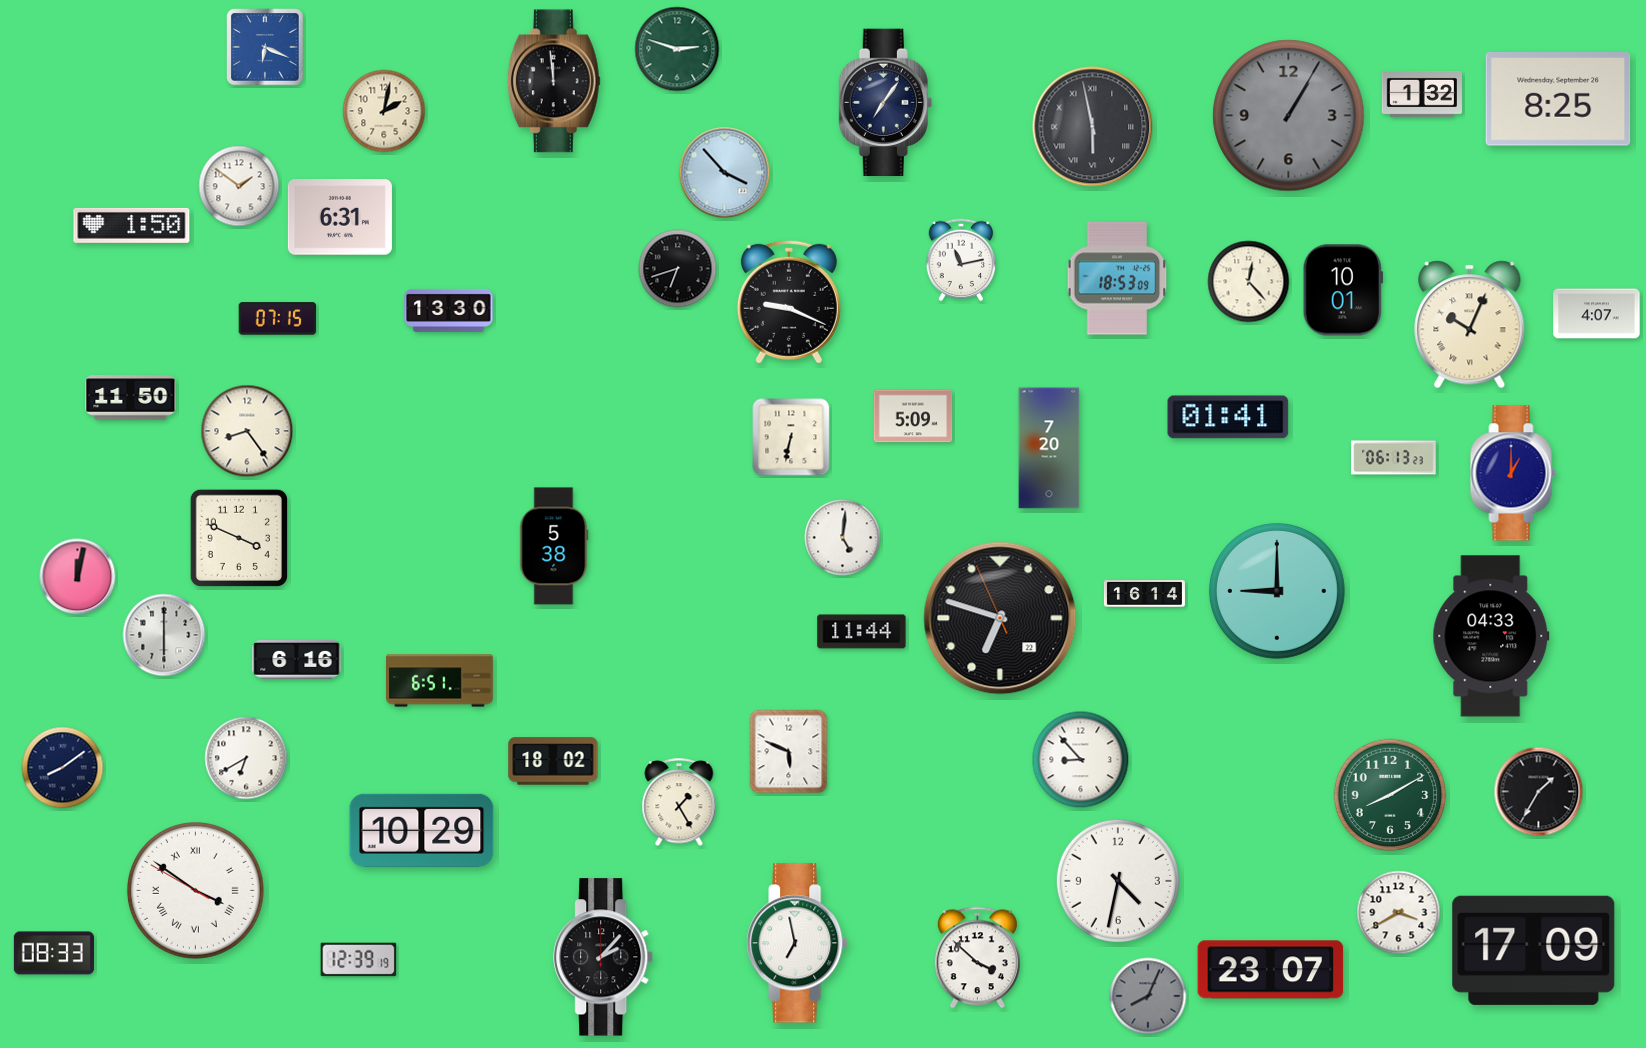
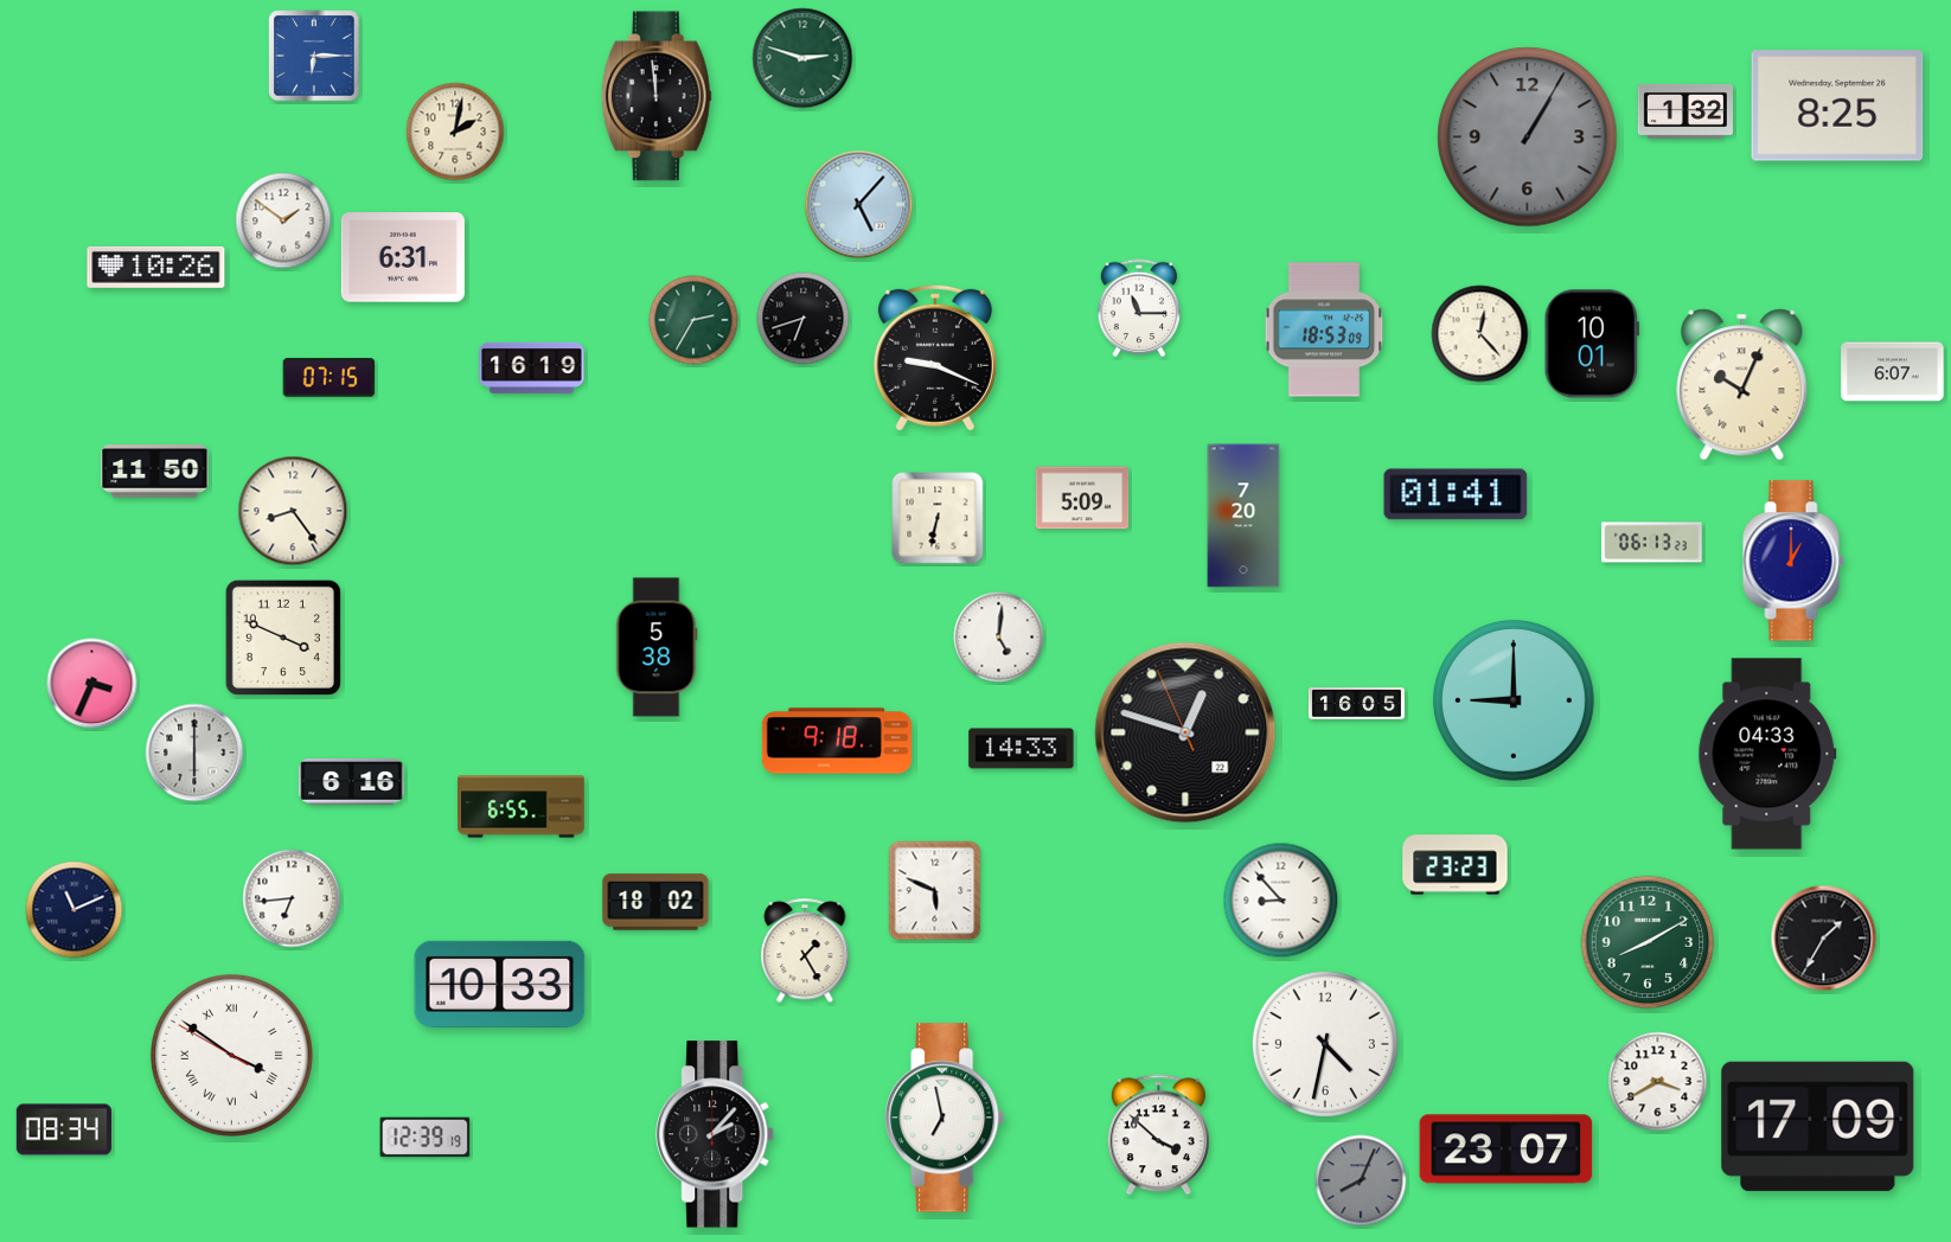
clock at (265, 47): 6:19 -> 6:15
clock at (1558, 99) position: (1558, 99) -> (1837, 105)
clock at (885, 103): 7:06 -> none
clock at (1093, 127): 5:58 -> none
clock at (725, 173): 3:53 -> 5:07
clock at (132, 225): 1:50 -> 10:26
clock at (961, 260): 11:13 -> 11:15
clock at (693, 320): none -> 2:35
clock at (449, 310): 13:30 -> 16:19
clock at (1597, 314): 4:07 -> 6:07
clock at (913, 416) position: (913, 416) -> (1082, 498)
clock at (1049, 448) position: (1049, 448) -> (1243, 516)
clock at (78, 577): 12:02 -> 3:34
clock at (1144, 594): 16:14 -> 16:05
clock at (1000, 618): 6:47 -> 12:47
clock at (837, 741): none -> 9:18
clock at (862, 632): 11:44 -> 14:33
clock at (440, 681): 6:51 -> 6:55
clock at (1456, 865): none -> 23:23
clock at (246, 758): 6:40 -> 6:44
clock at (63, 768): 8:09 -> 11:11
clock at (422, 830): 10:29 -> 10:33
clock at (54, 953): 08:33 -> 08:34
